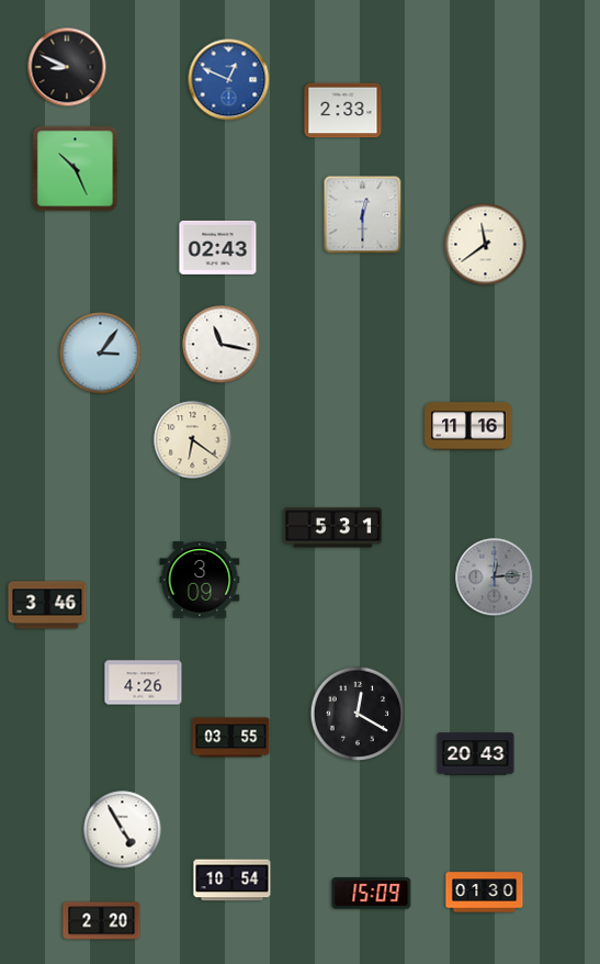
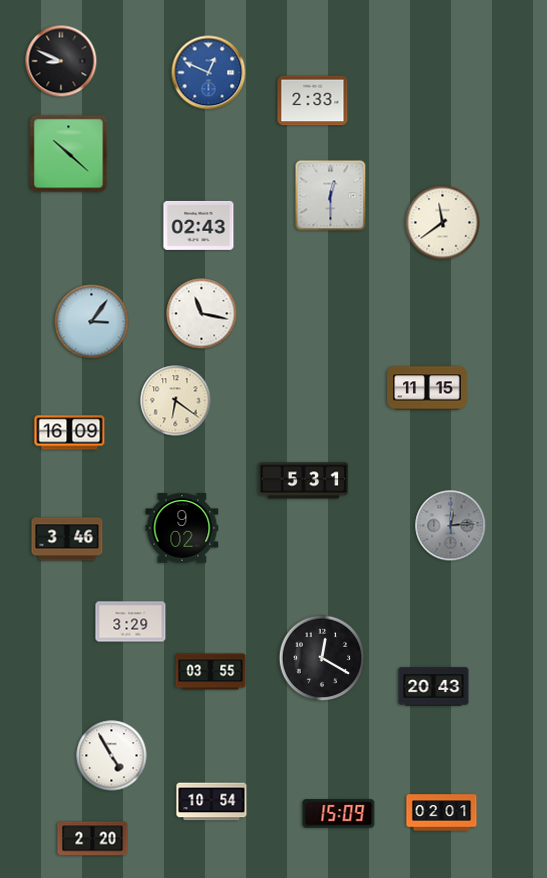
clock at (76, 169): 10:26 -> 10:22
clock at (468, 426): 11:16 -> 11:15
clock at (70, 433): none -> 16:09
clock at (200, 580): 3:09 -> 9:02
clock at (47, 605) position: (47, 605) -> (67, 539)
clock at (144, 683): 4:26 -> 3:29
clock at (358, 714) position: (358, 714) -> (322, 658)
clock at (485, 893): 01:30 -> 02:01
